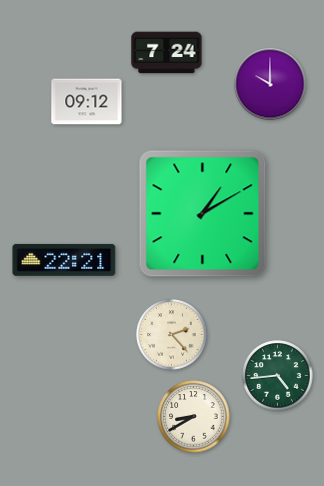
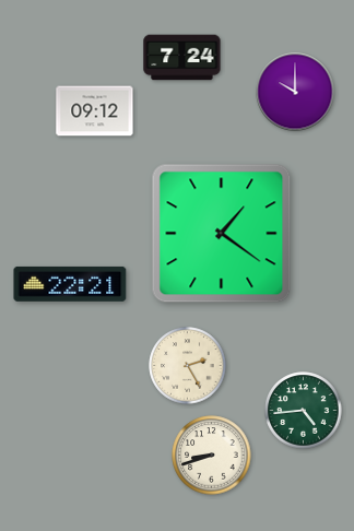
clock at (203, 214): 1:10 -> 1:21
clock at (172, 335): 2:23 -> 2:25
clock at (194, 417): 8:40 -> 8:42
